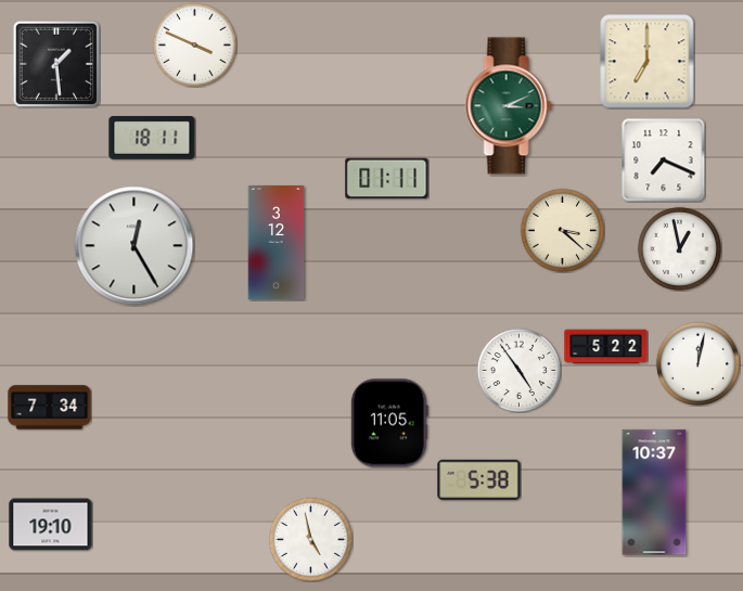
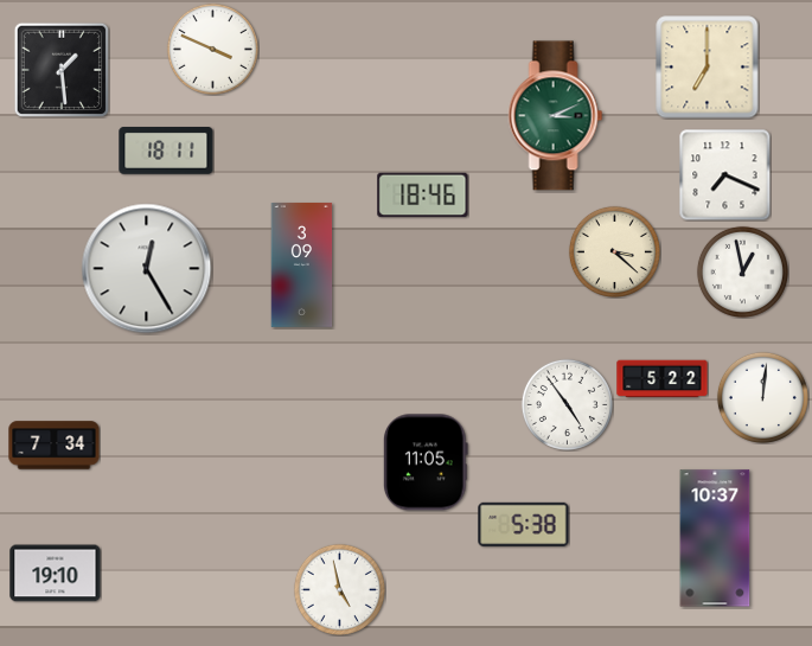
clock at (387, 179): 01:11 -> 18:46
clock at (277, 243): 3:12 -> 3:09
clock at (697, 363): 12:02 -> 12:01
